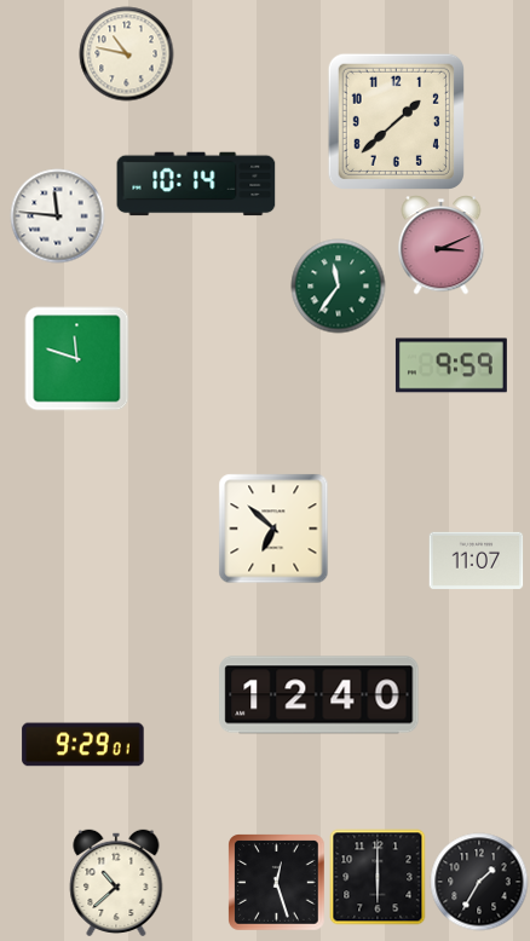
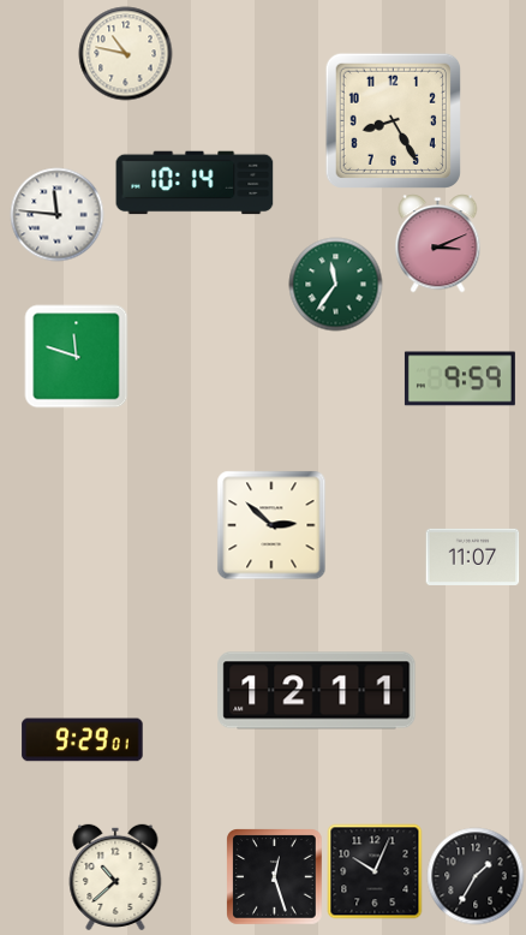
clock at (396, 121): 1:38 -> 8:25
clock at (451, 365) position: (451, 365) -> (460, 379)
clock at (273, 529): 6:52 -> 2:52
clock at (319, 695): 12:40 -> 12:11
clock at (378, 877): 6:00 -> 10:04
